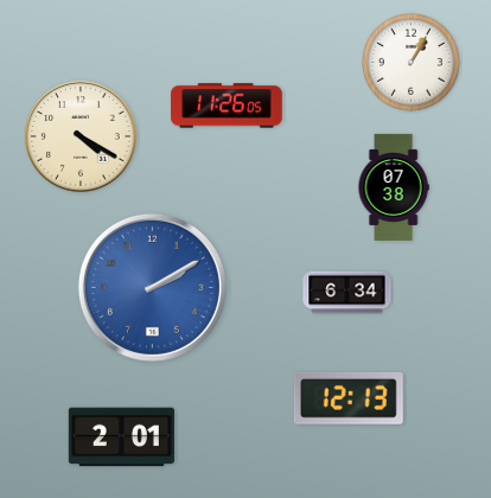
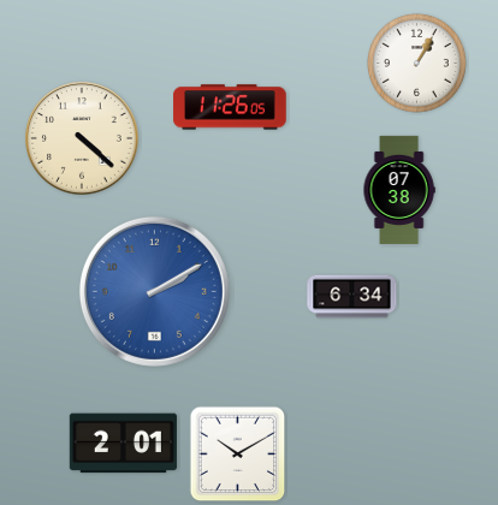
clock at (81, 136): 4:20 -> 4:22
clock at (349, 398): 12:13 -> none
clock at (238, 454): none -> 10:10
